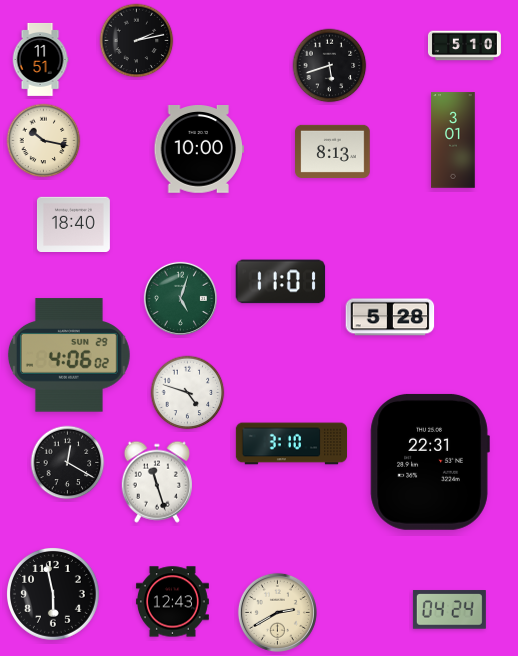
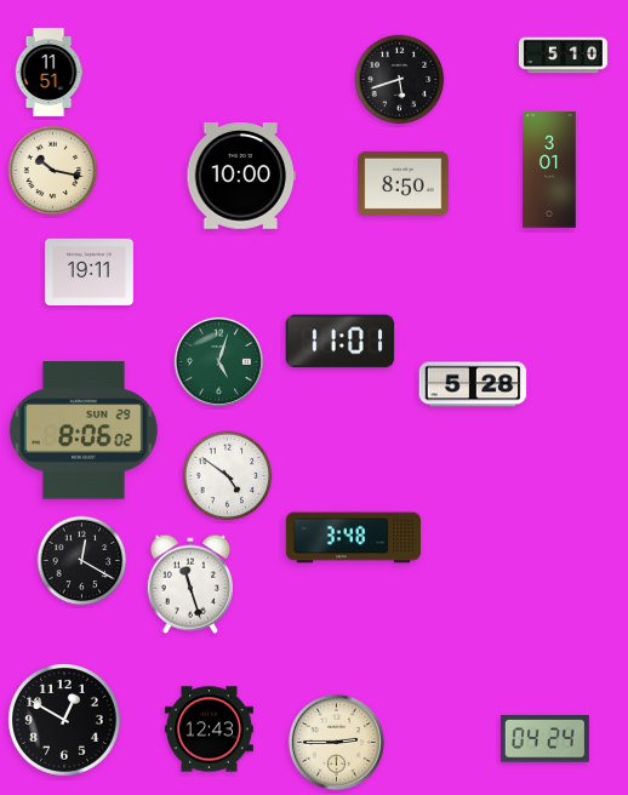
clock at (137, 41): 2:13 -> none
clock at (198, 150) position: (198, 150) -> (240, 177)
clock at (333, 151): 8:13 -> 8:50
clock at (73, 225): 18:40 -> 19:11
clock at (69, 355): 4:06 -> 8:06
clock at (188, 393): 4:48 -> 4:51
clock at (292, 444): 3:10 -> 3:48
clock at (430, 462): 22:31 -> none
clock at (54, 595): 5:58 -> 12:50
clock at (277, 612): 2:40 -> 2:45
